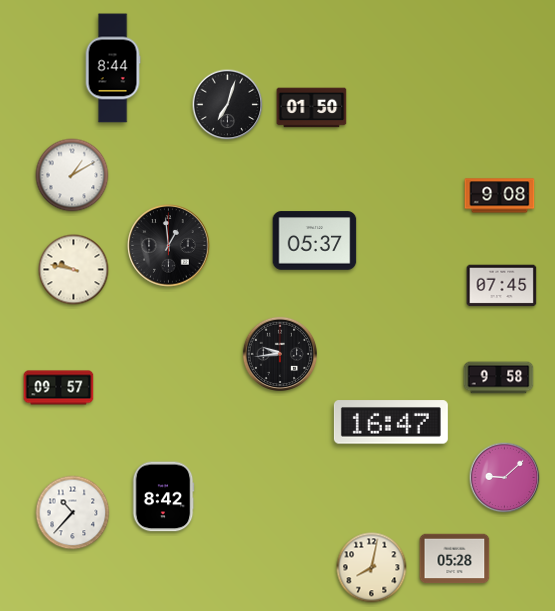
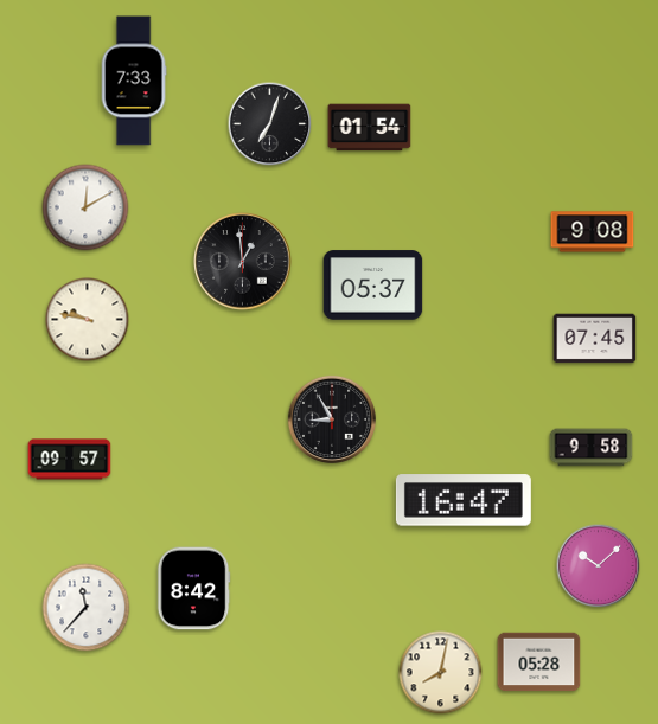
clock at (113, 68): 8:44 -> 7:33
clock at (312, 108): 01:50 -> 01:54
clock at (72, 175): 1:10 -> 12:10
clock at (169, 246) position: (169, 246) -> (243, 262)
clock at (279, 353): 9:44 -> 8:55
clock at (505, 478): 9:08 -> 10:08
clock at (73, 513): 10:37 -> 11:37
